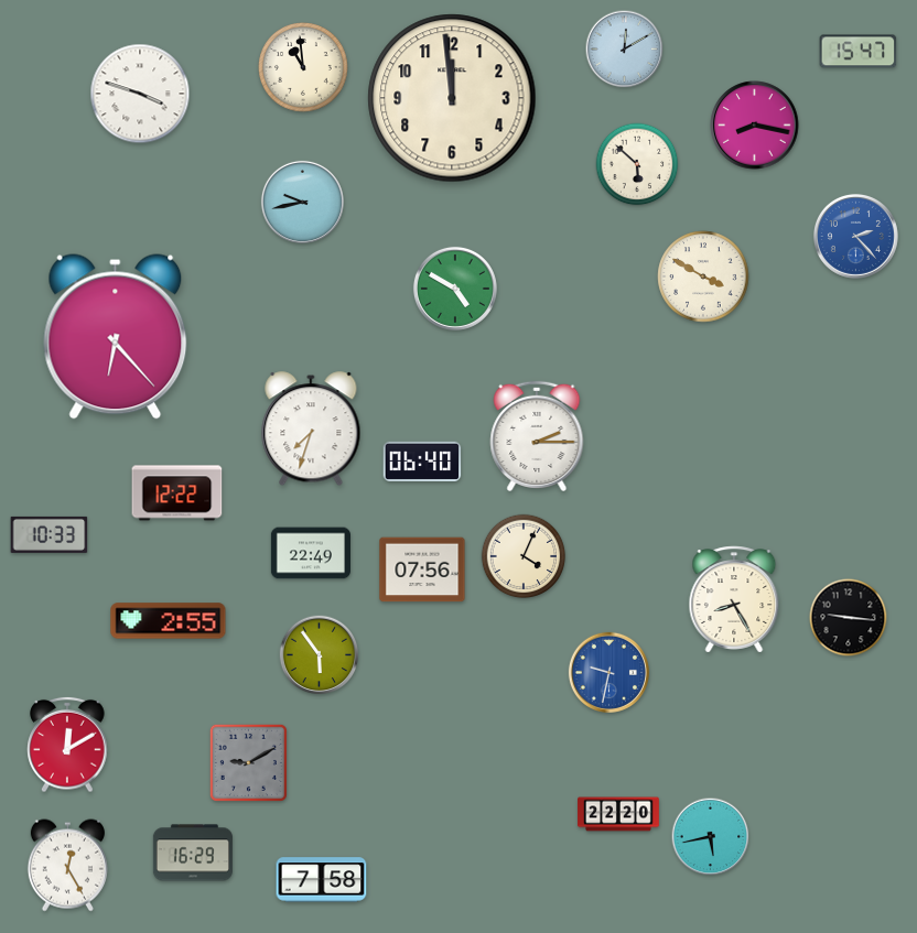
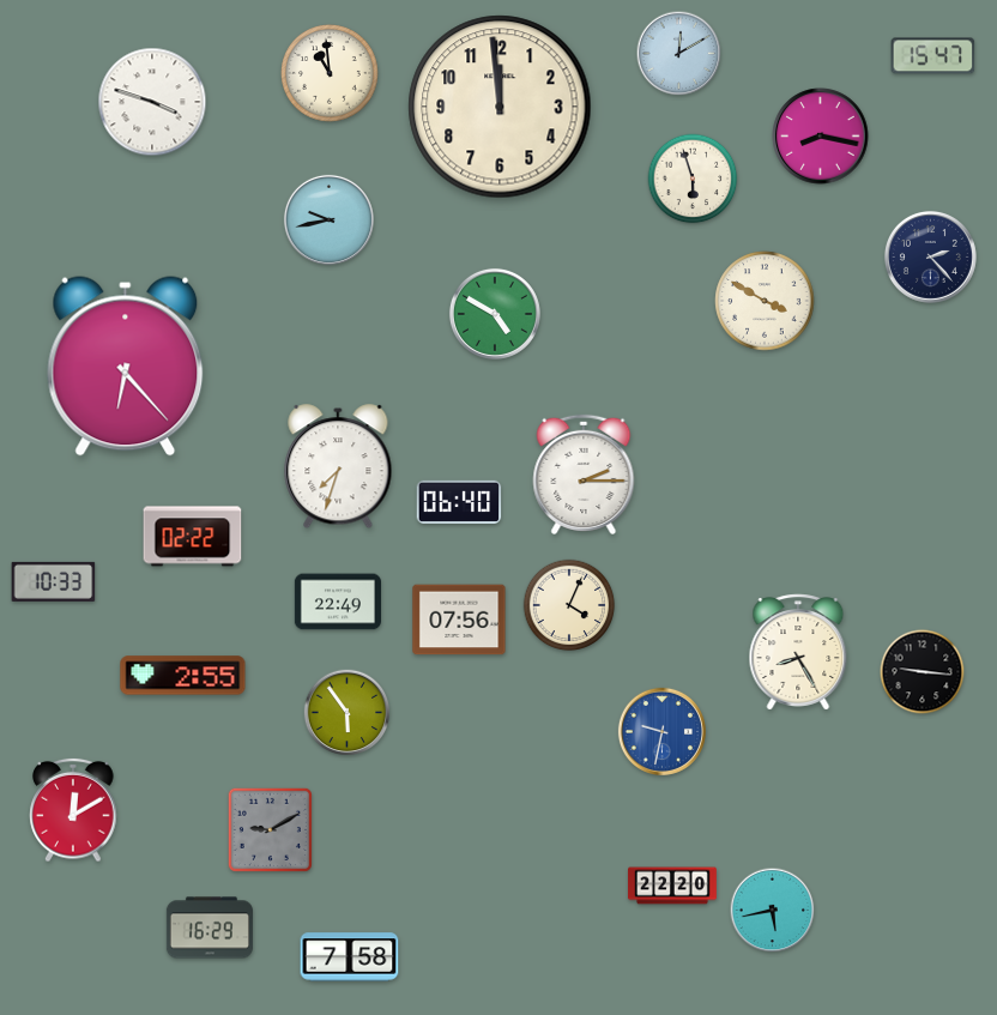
clock at (452, 98) position: (452, 98) -> (500, 107)
clock at (637, 164): 5:52 -> 5:57
clock at (855, 236) dial: blue -> navy
clock at (177, 493): 12:22 -> 02:22
clock at (67, 866): 12:25 -> none
